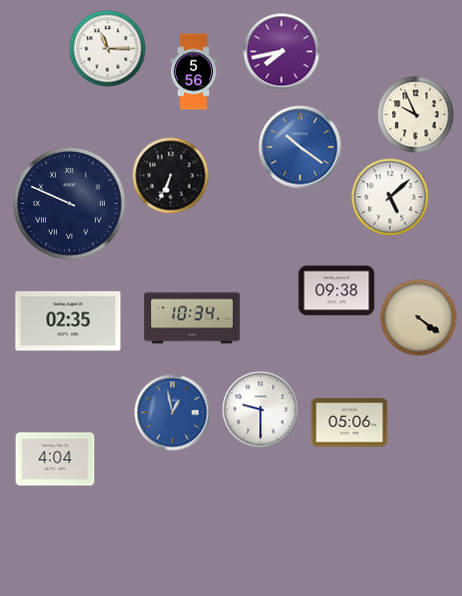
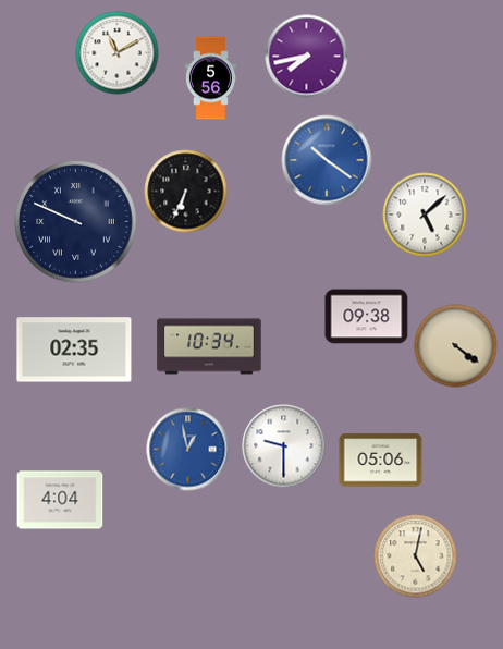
clock at (108, 49): 11:15 -> 11:10
clock at (416, 115): 9:56 -> none
clock at (416, 556): none -> 5:02
